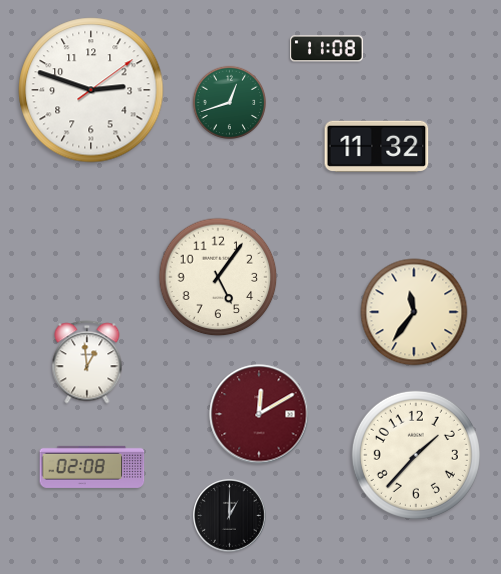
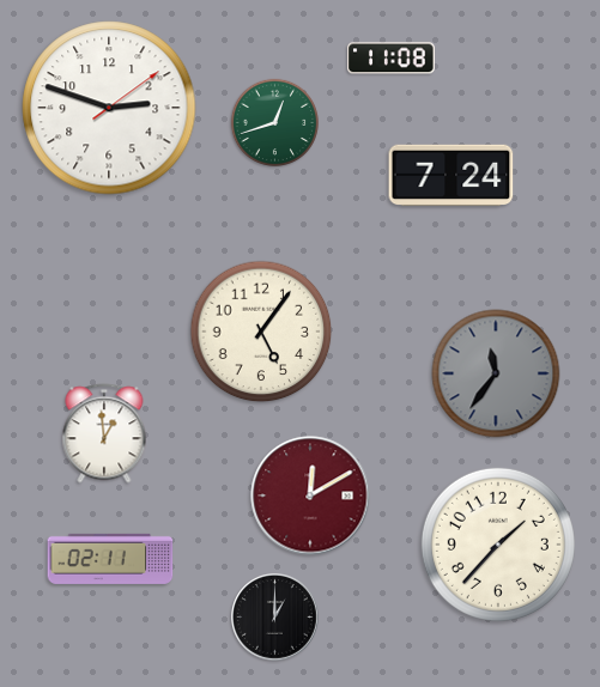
clock at (377, 146): 11:32 -> 7:24
clock at (414, 312) dial: cream -> grey
clock at (92, 467): 02:08 -> 02:11
